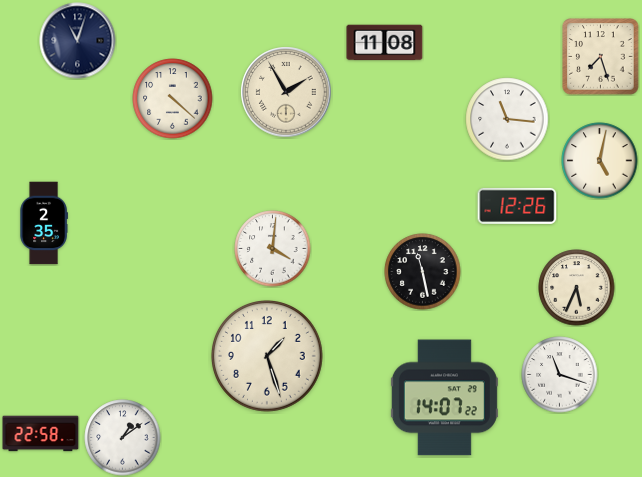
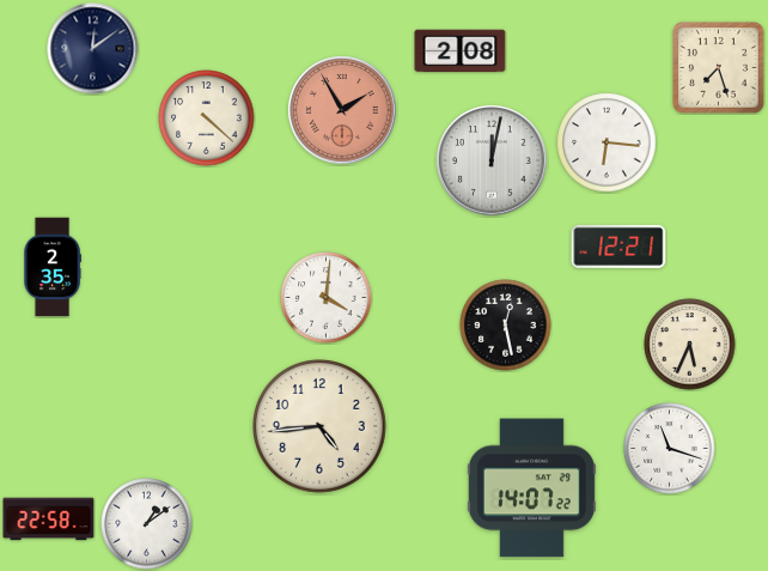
clock at (78, 41): 11:03 -> 12:09
clock at (385, 43): 11:08 -> 2:08
clock at (286, 92) dial: cream -> salmon
clock at (507, 119): 11:16 -> 6:16
clock at (492, 160): none -> 12:02
clock at (600, 161): 5:02 -> none
clock at (517, 206): 12:26 -> 12:21
clock at (423, 272): 11:28 -> 12:28
clock at (268, 357): 1:27 -> 4:44
clock at (444, 398) position: (444, 398) -> (531, 488)
